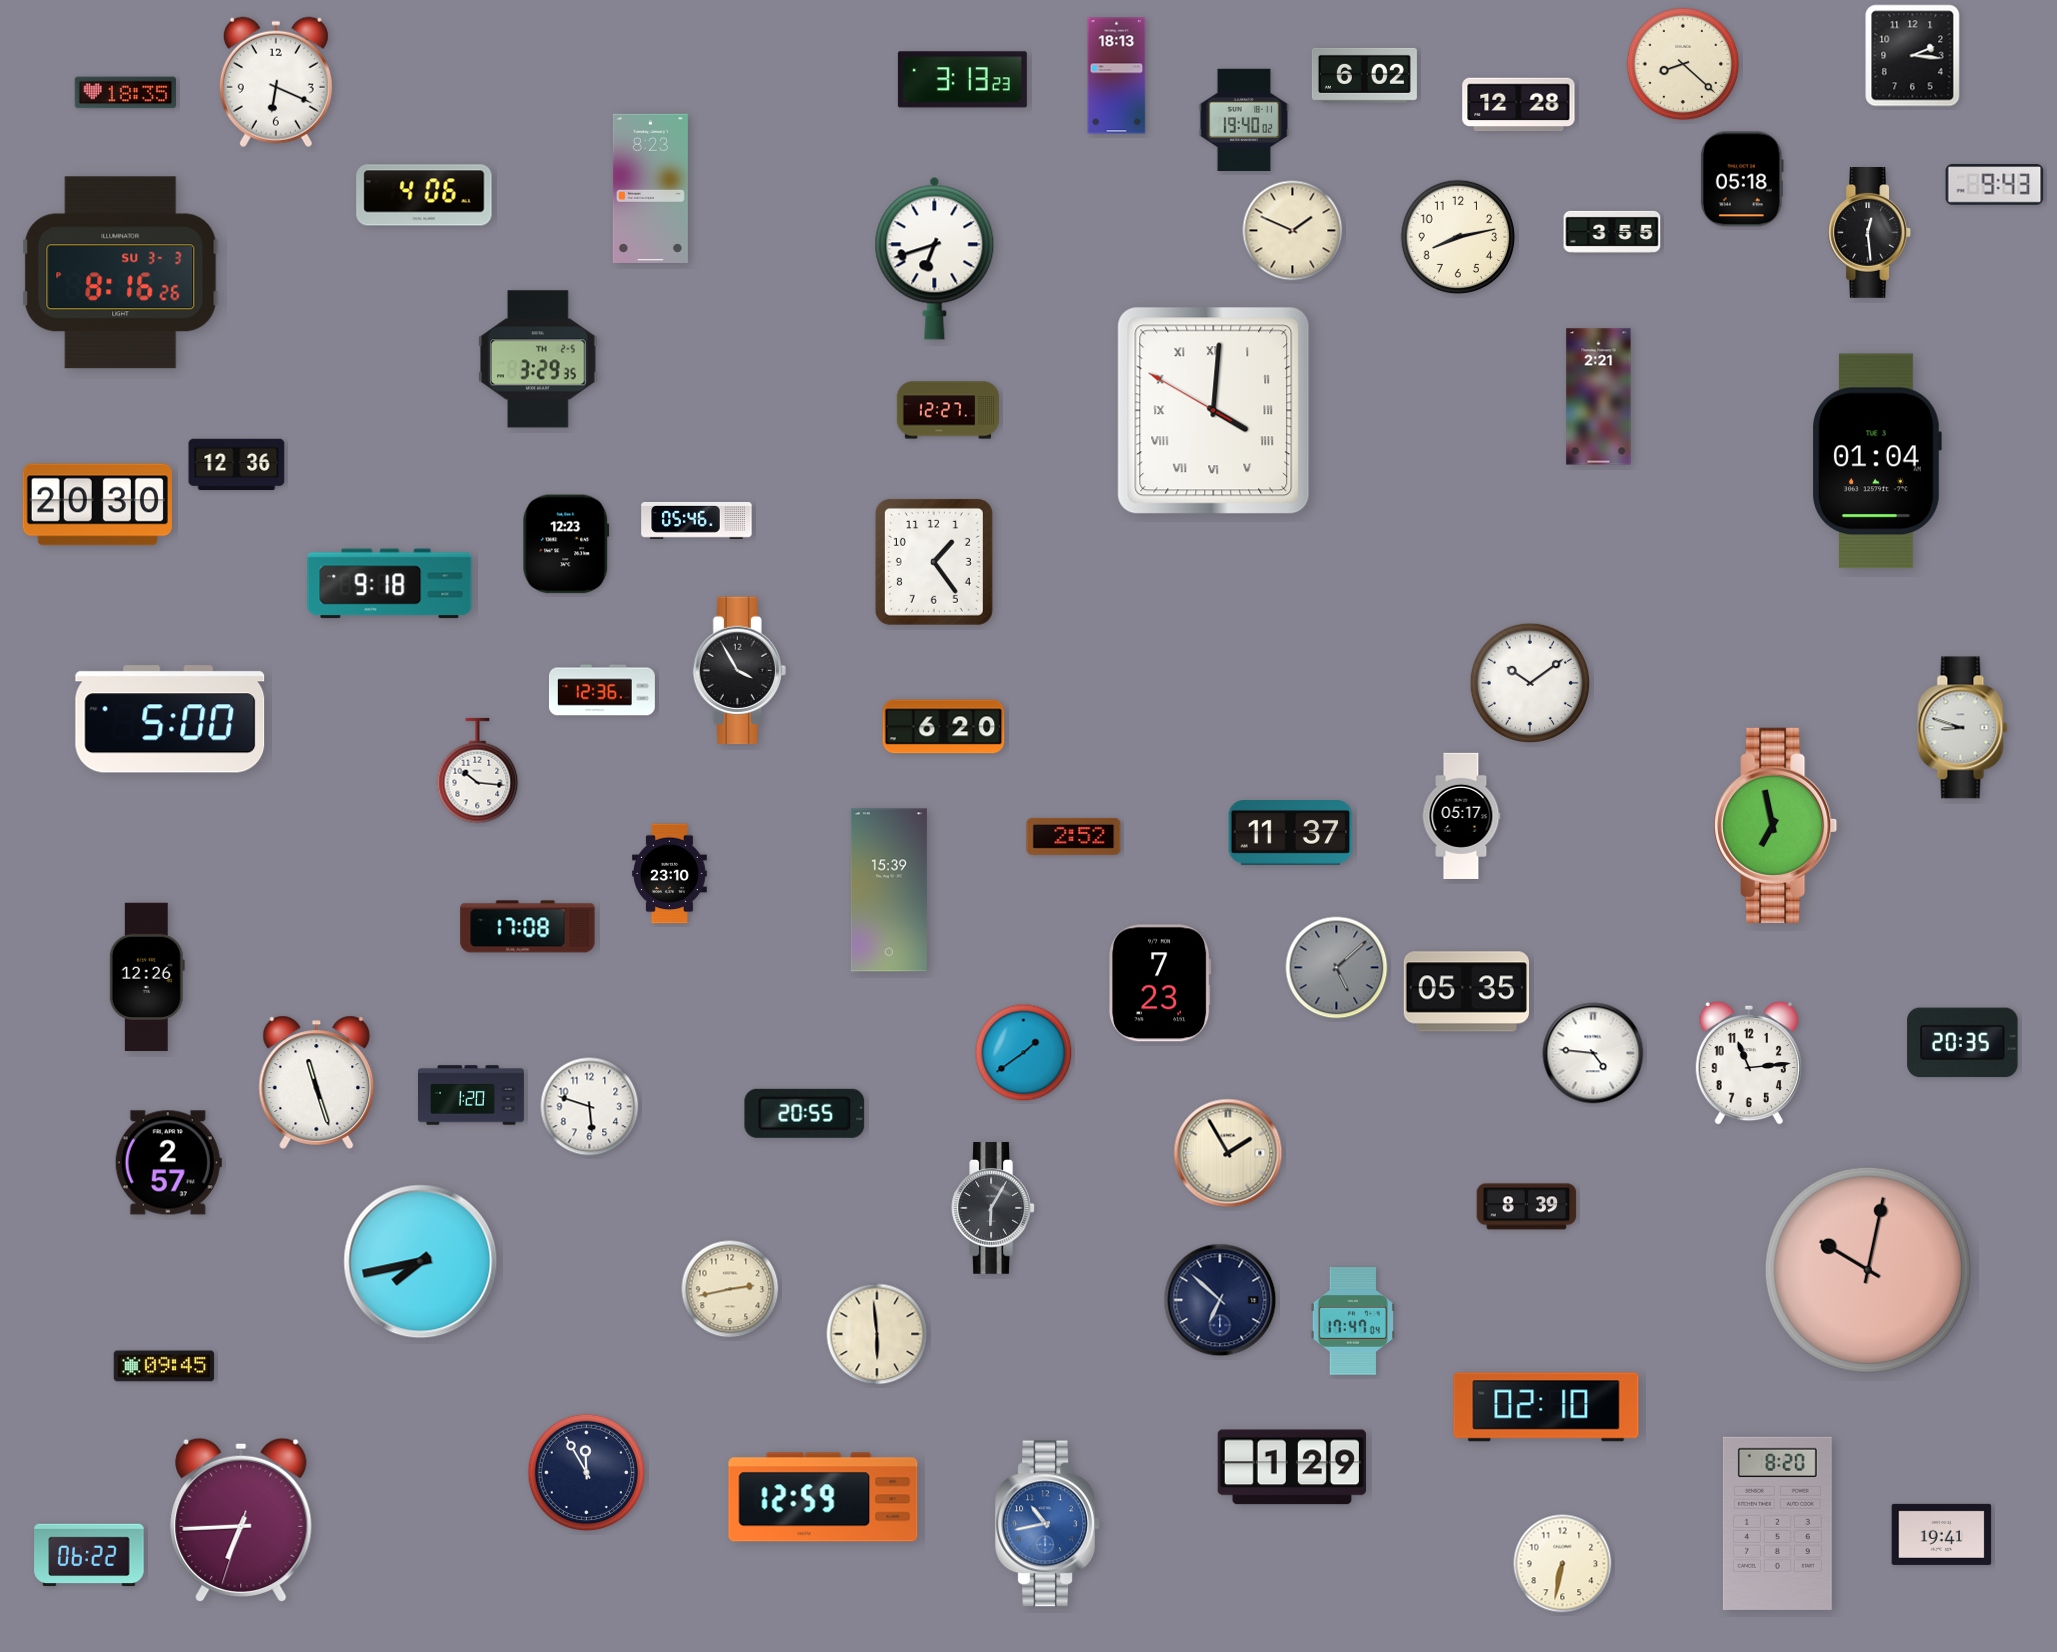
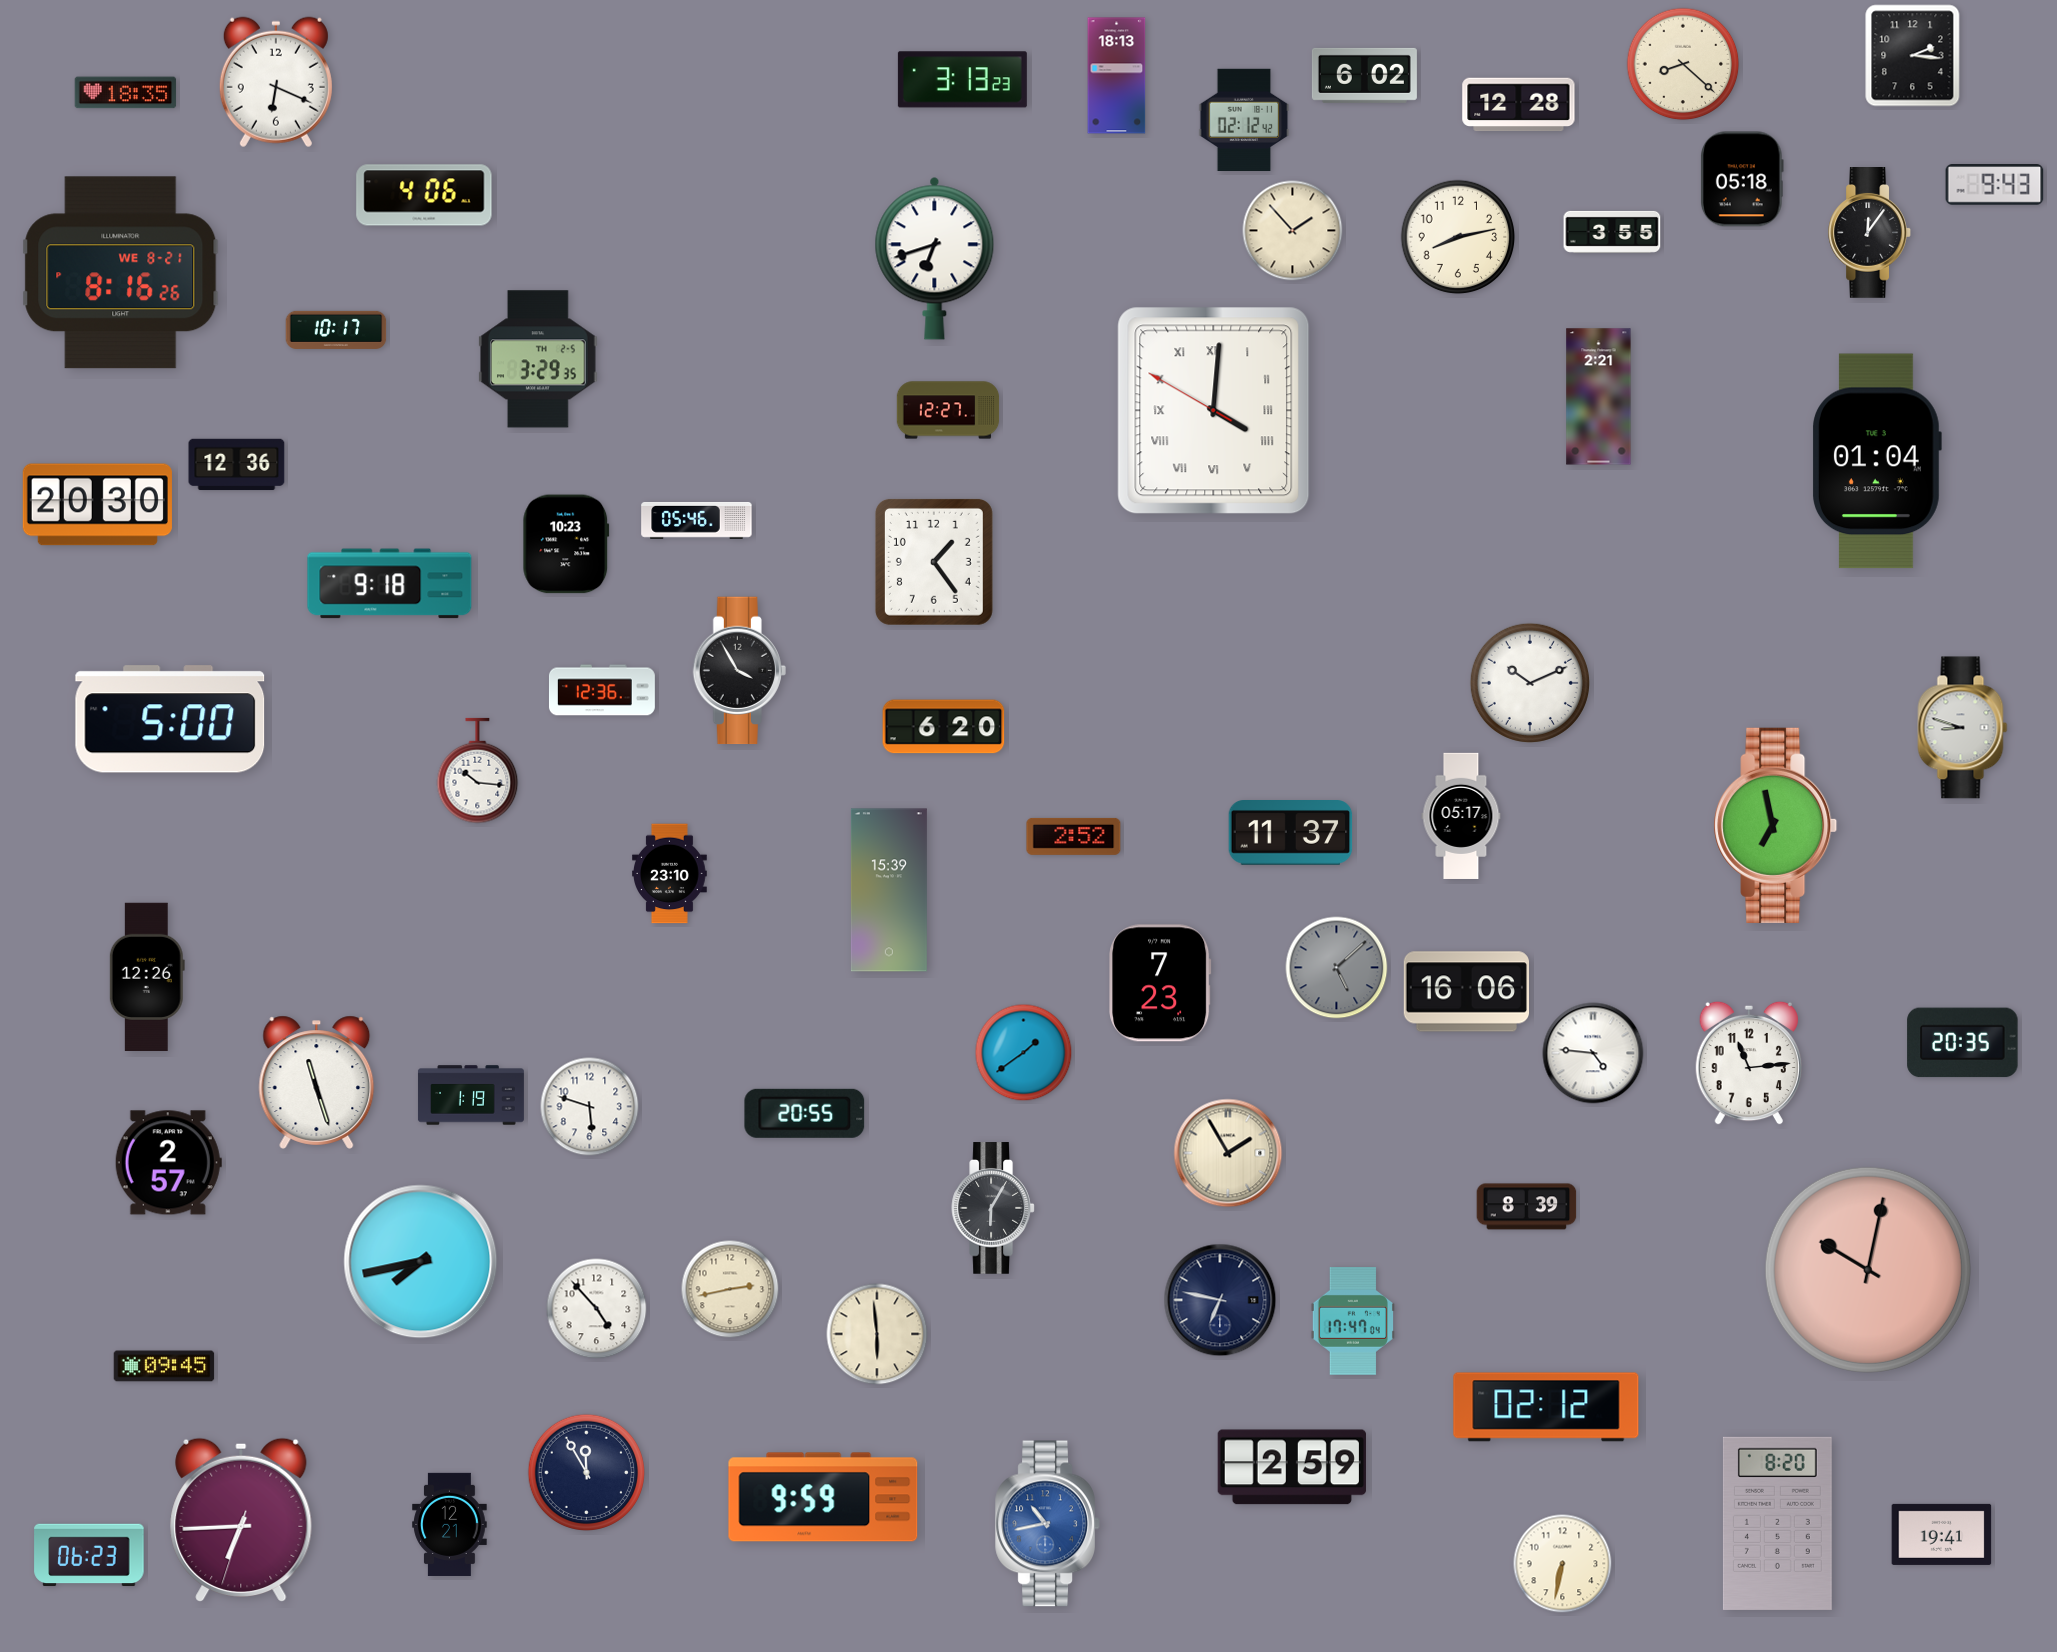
clock at (1244, 119): 19:40 -> 02:12
clock at (650, 188): 8:23 -> none
clock at (1293, 231): 1:49 -> 1:53
clock at (1869, 233): 12:29 -> 12:06
clock at (121, 273) date: SU 3-3 -> WE 8-21
clock at (336, 330): none -> 10:17
clock at (566, 544): 12:23 -> 10:23
clock at (1530, 683): 10:09 -> 10:11
clock at (528, 927): 17:08 -> none
clock at (1466, 992): 05:35 -> 16:06
clock at (471, 1095): 1:20 -> 1:19
clock at (1220, 1300): 6:52 -> 6:47
clock at (597, 1309): none -> 4:53
clock at (1546, 1407): 02:10 -> 02:12
clock at (1292, 1467): 1:29 -> 2:59
clock at (823, 1497): 12:59 -> 9:59
clock at (450, 1524): none -> 12:21
clock at (89, 1555): 06:22 -> 06:23
